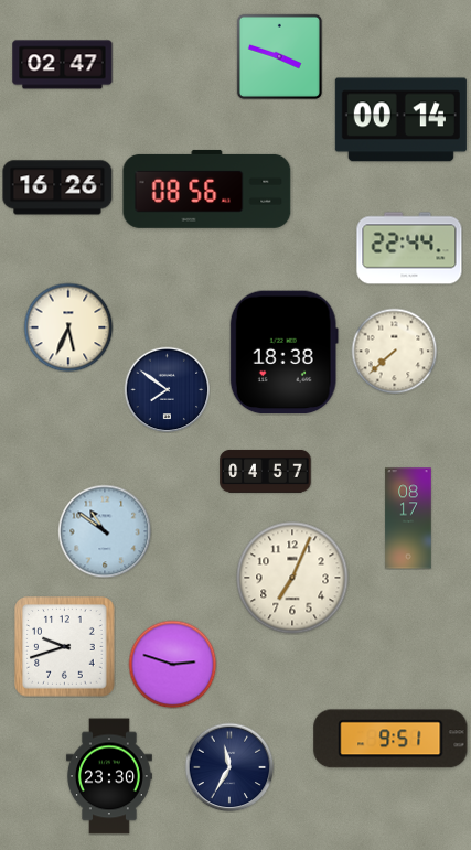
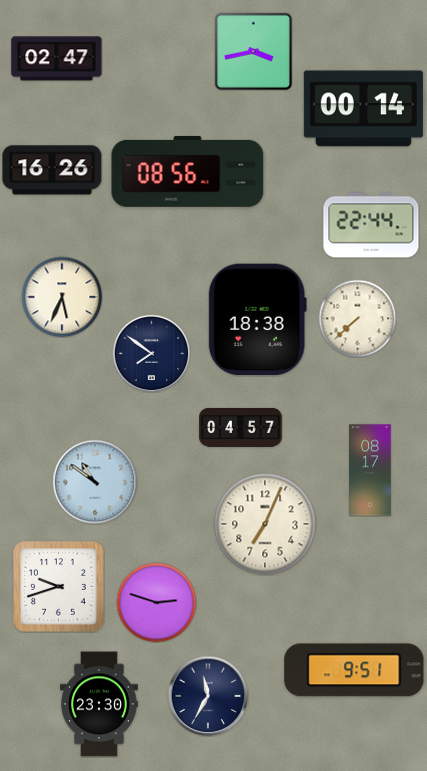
clock at (279, 56): 3:48 -> 3:43
